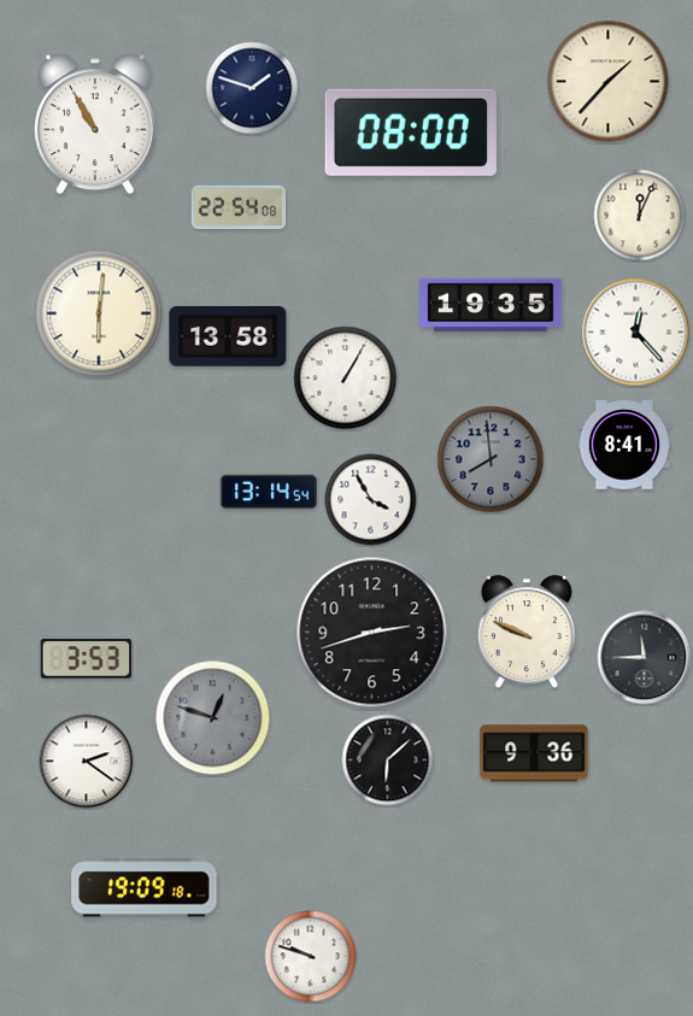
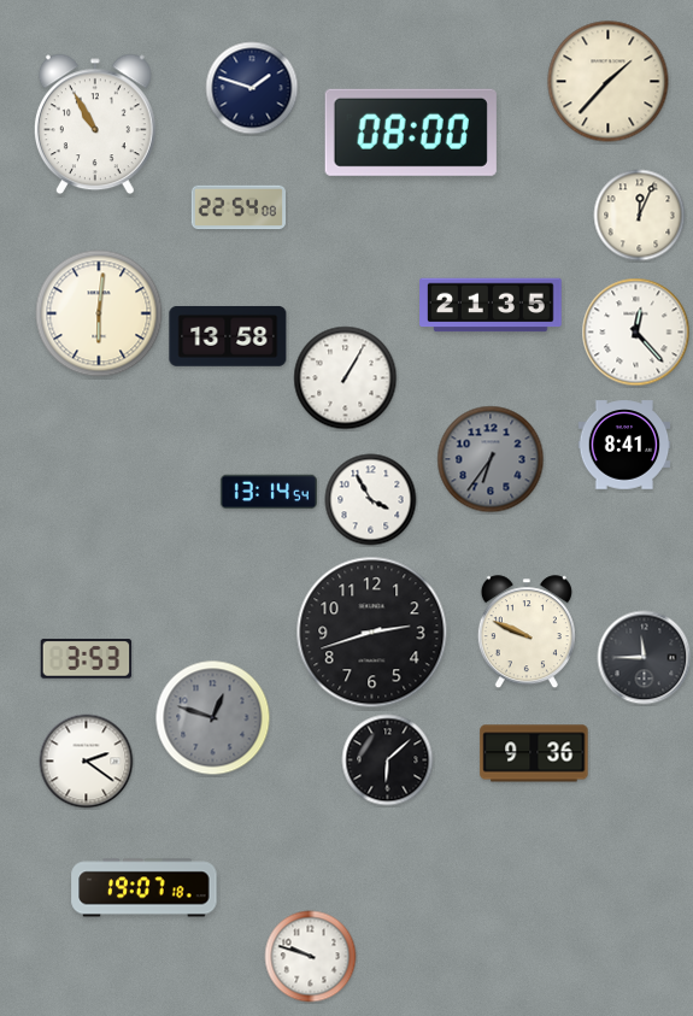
clock at (491, 305): 19:35 -> 21:35
clock at (491, 459): 7:59 -> 6:36
clock at (145, 888): 19:09 -> 19:07
